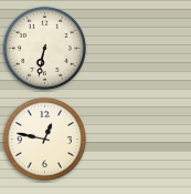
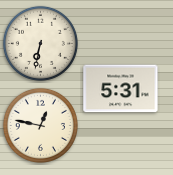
clock at (121, 89): none -> 5:31
